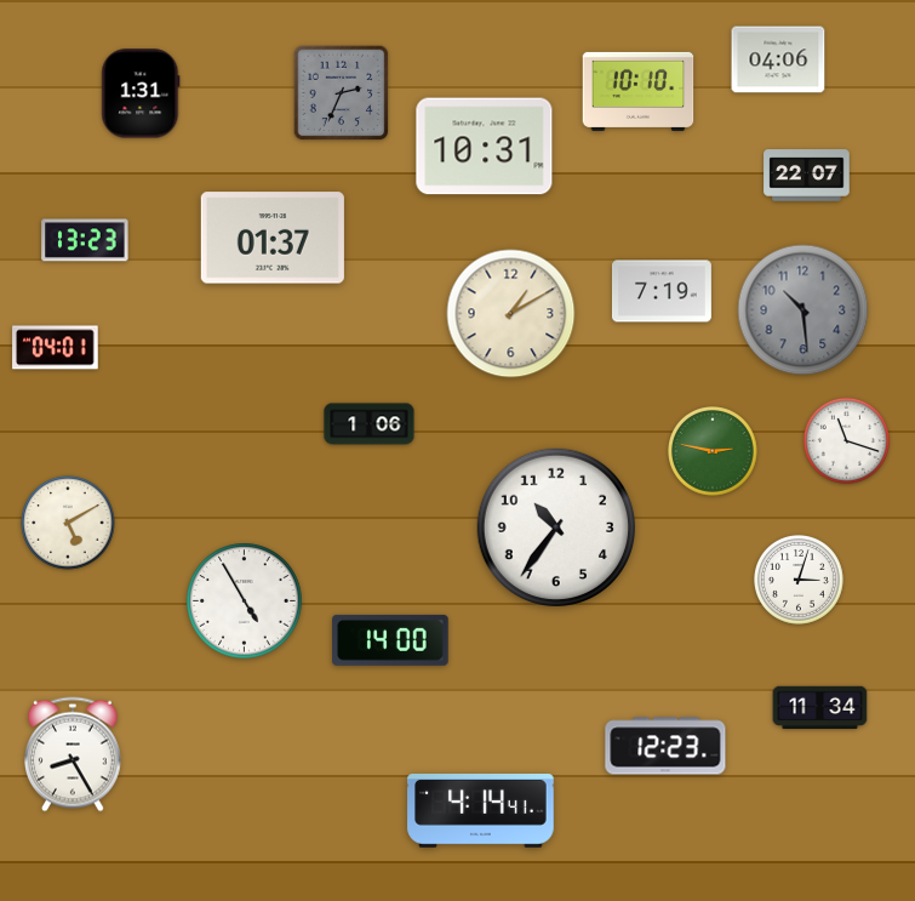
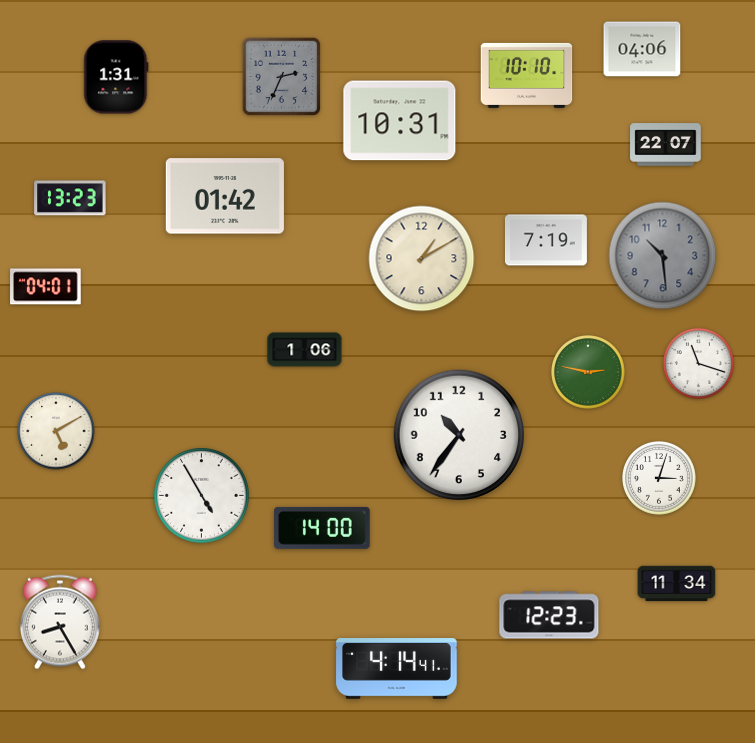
clock at (273, 238): 01:37 -> 01:42
